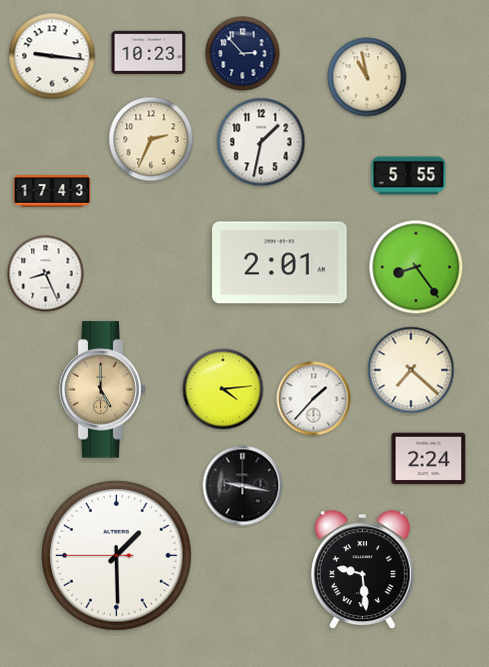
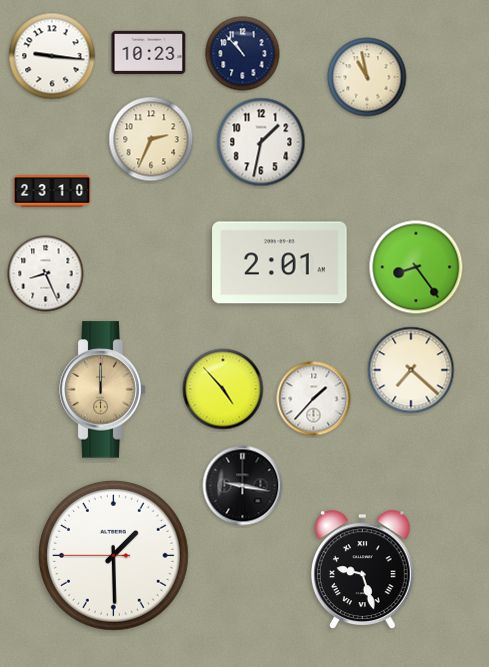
clock at (243, 54): 2:53 -> 10:53
clock at (409, 176): 5:55 -> none
clock at (52, 191): 17:43 -> 23:10
clock at (223, 389): 4:14 -> 4:53
clock at (103, 390): 5:00 -> 12:00
clock at (429, 459): 2:24 -> none
clock at (116, 555) position: (116, 555) -> (113, 555)
clock at (362, 569): 9:29 -> 9:27
